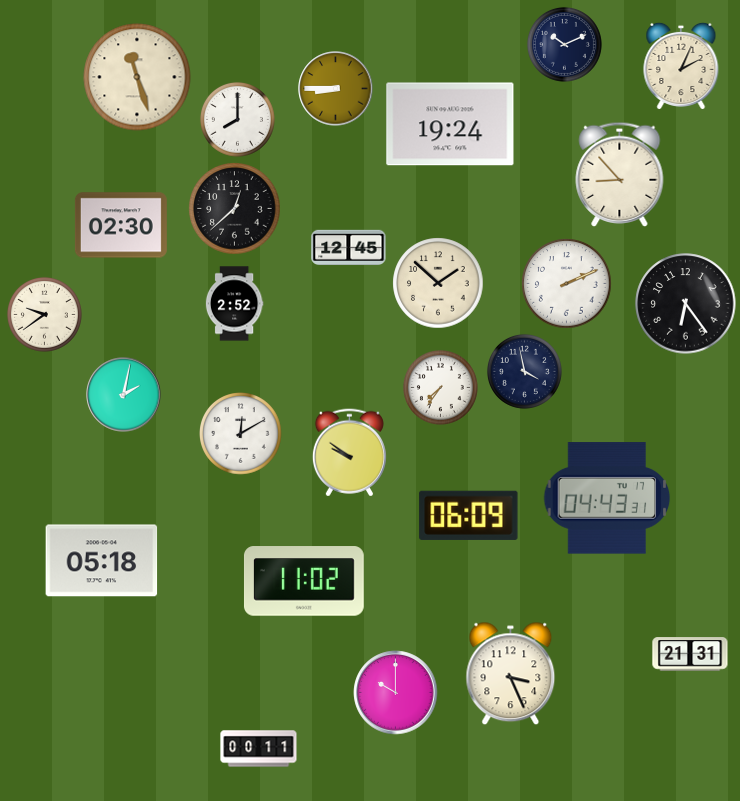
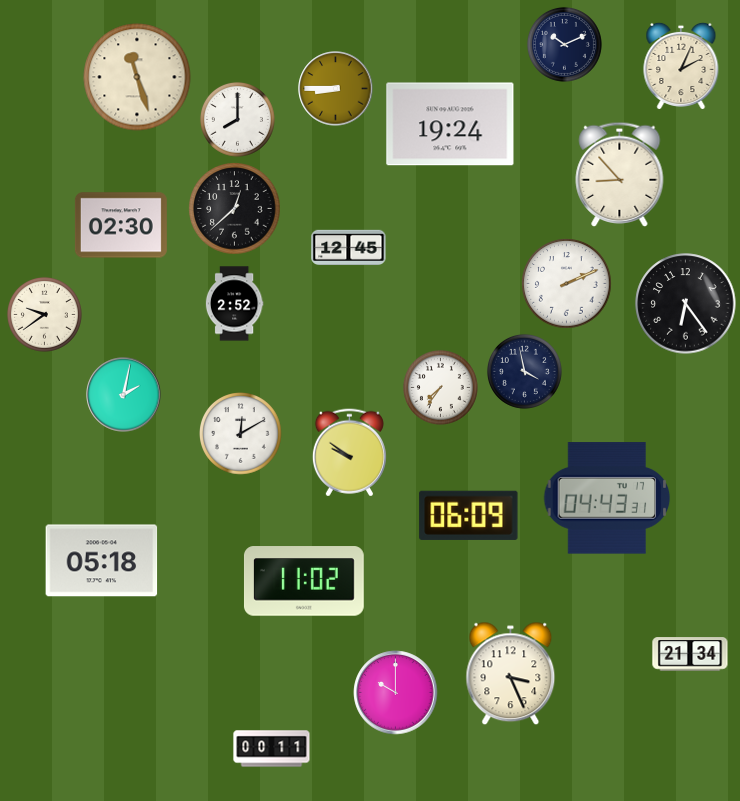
clock at (438, 283): 1:52 -> none
clock at (690, 654): 21:31 -> 21:34
clock at (259, 749) position: (259, 749) -> (272, 749)
